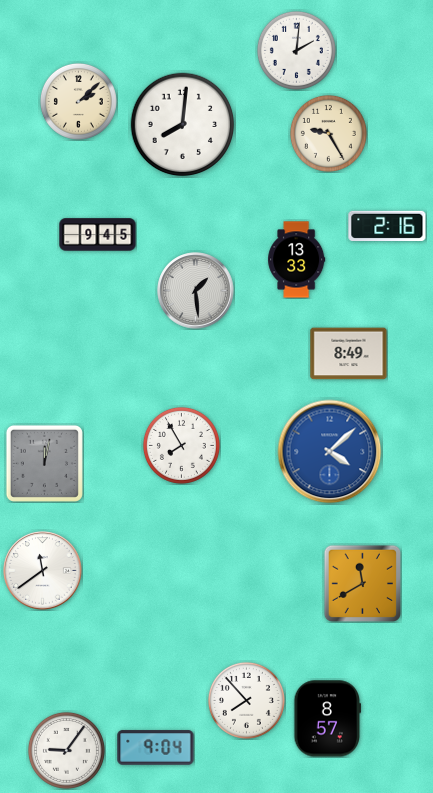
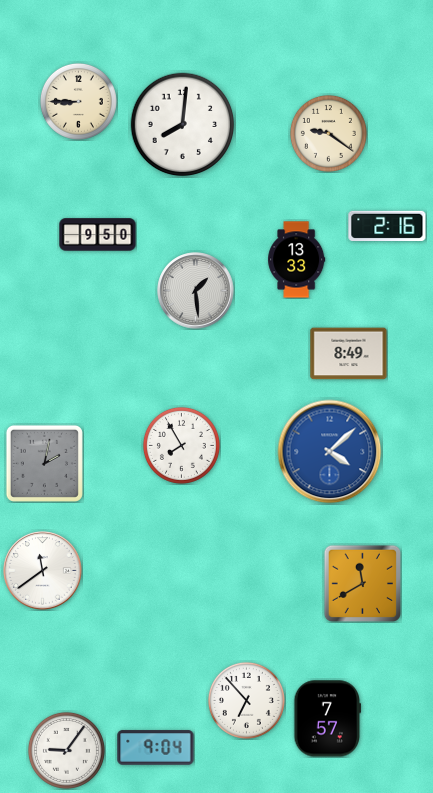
clock at (296, 50): 2:01 -> none
clock at (78, 101): 2:08 -> 8:45
clock at (328, 133): 9:25 -> 9:21
clock at (98, 235): 9:45 -> 9:50
clock at (44, 463): 12:02 -> 2:02
clock at (246, 700): 7:53 -> 6:53
clock at (328, 719): 8:57 -> 7:57
